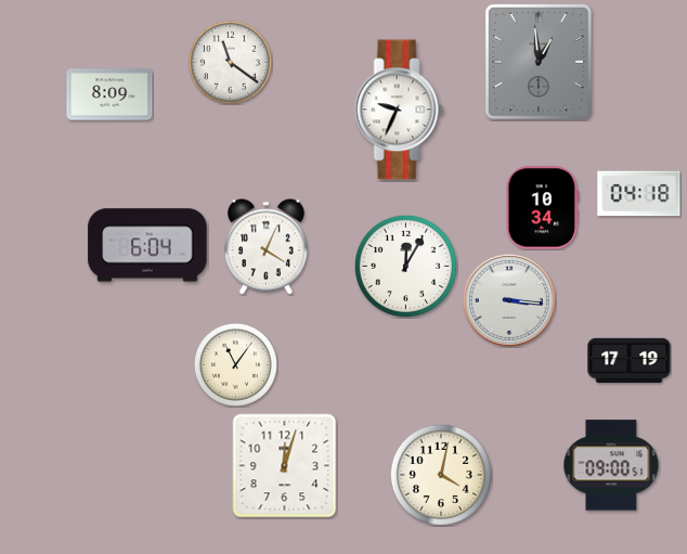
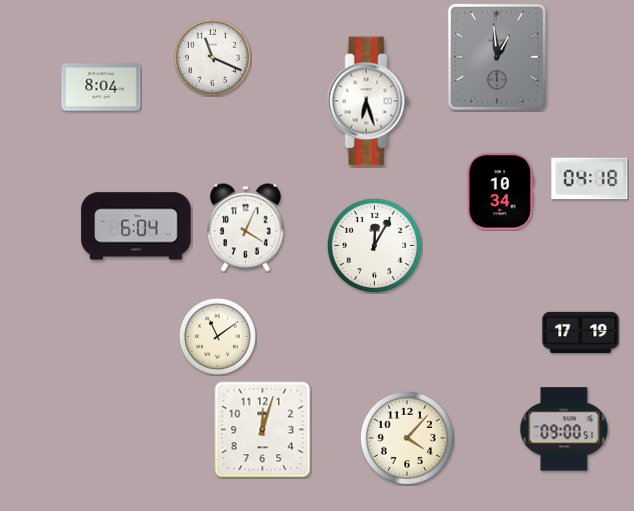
clock at (230, 62): 11:21 -> 11:19
clock at (109, 94): 8:09 -> 8:04
clock at (399, 109): 9:34 -> 6:27
clock at (509, 300): 3:16 -> none
clock at (235, 364): 11:06 -> 11:09
clock at (440, 474): 4:02 -> 4:07
